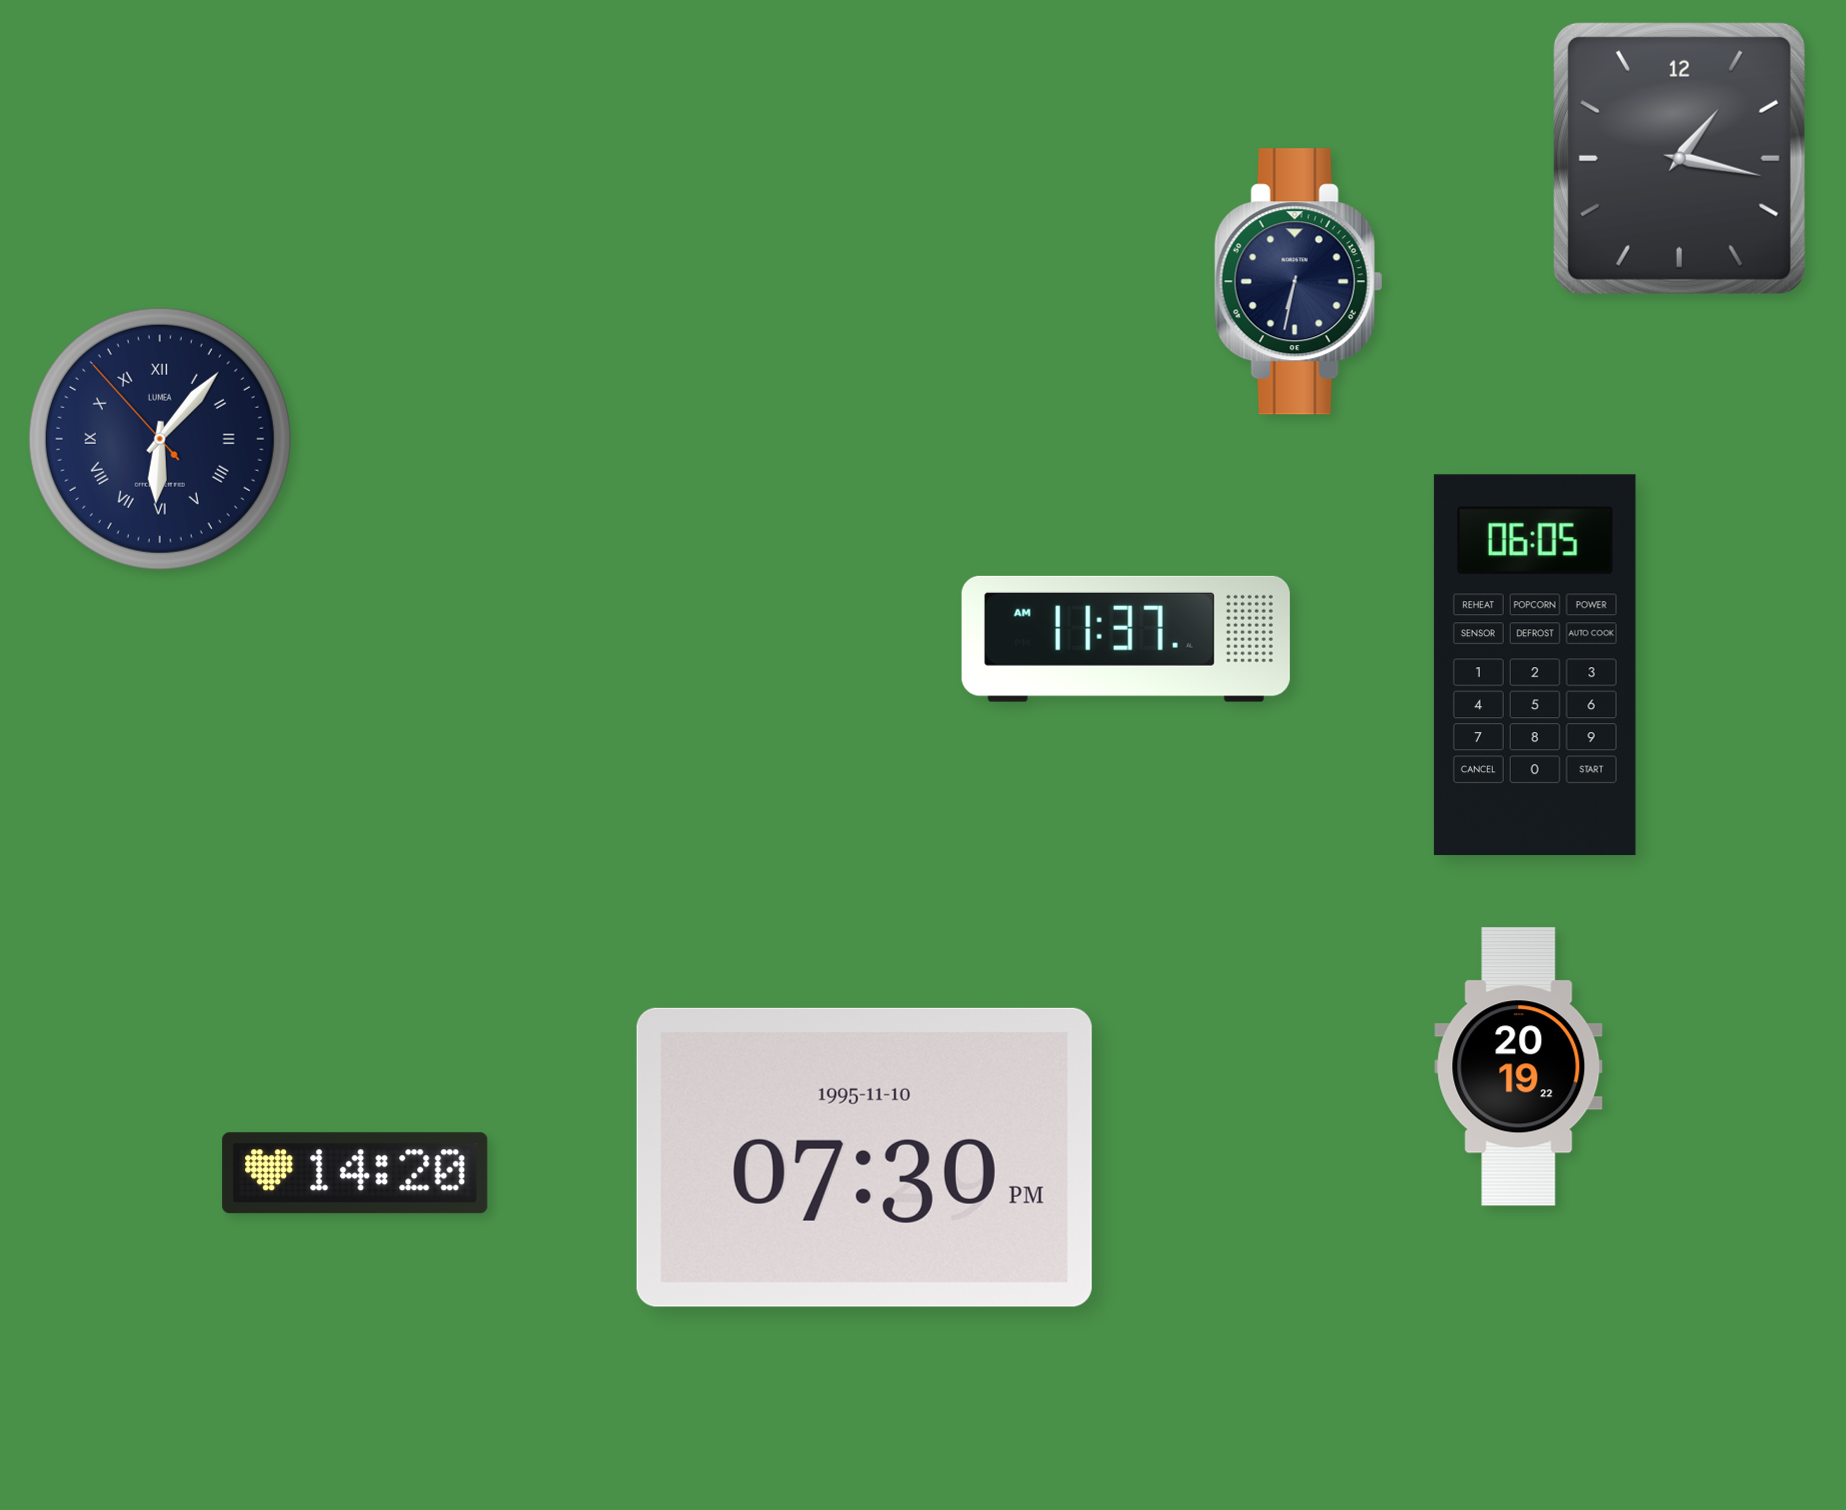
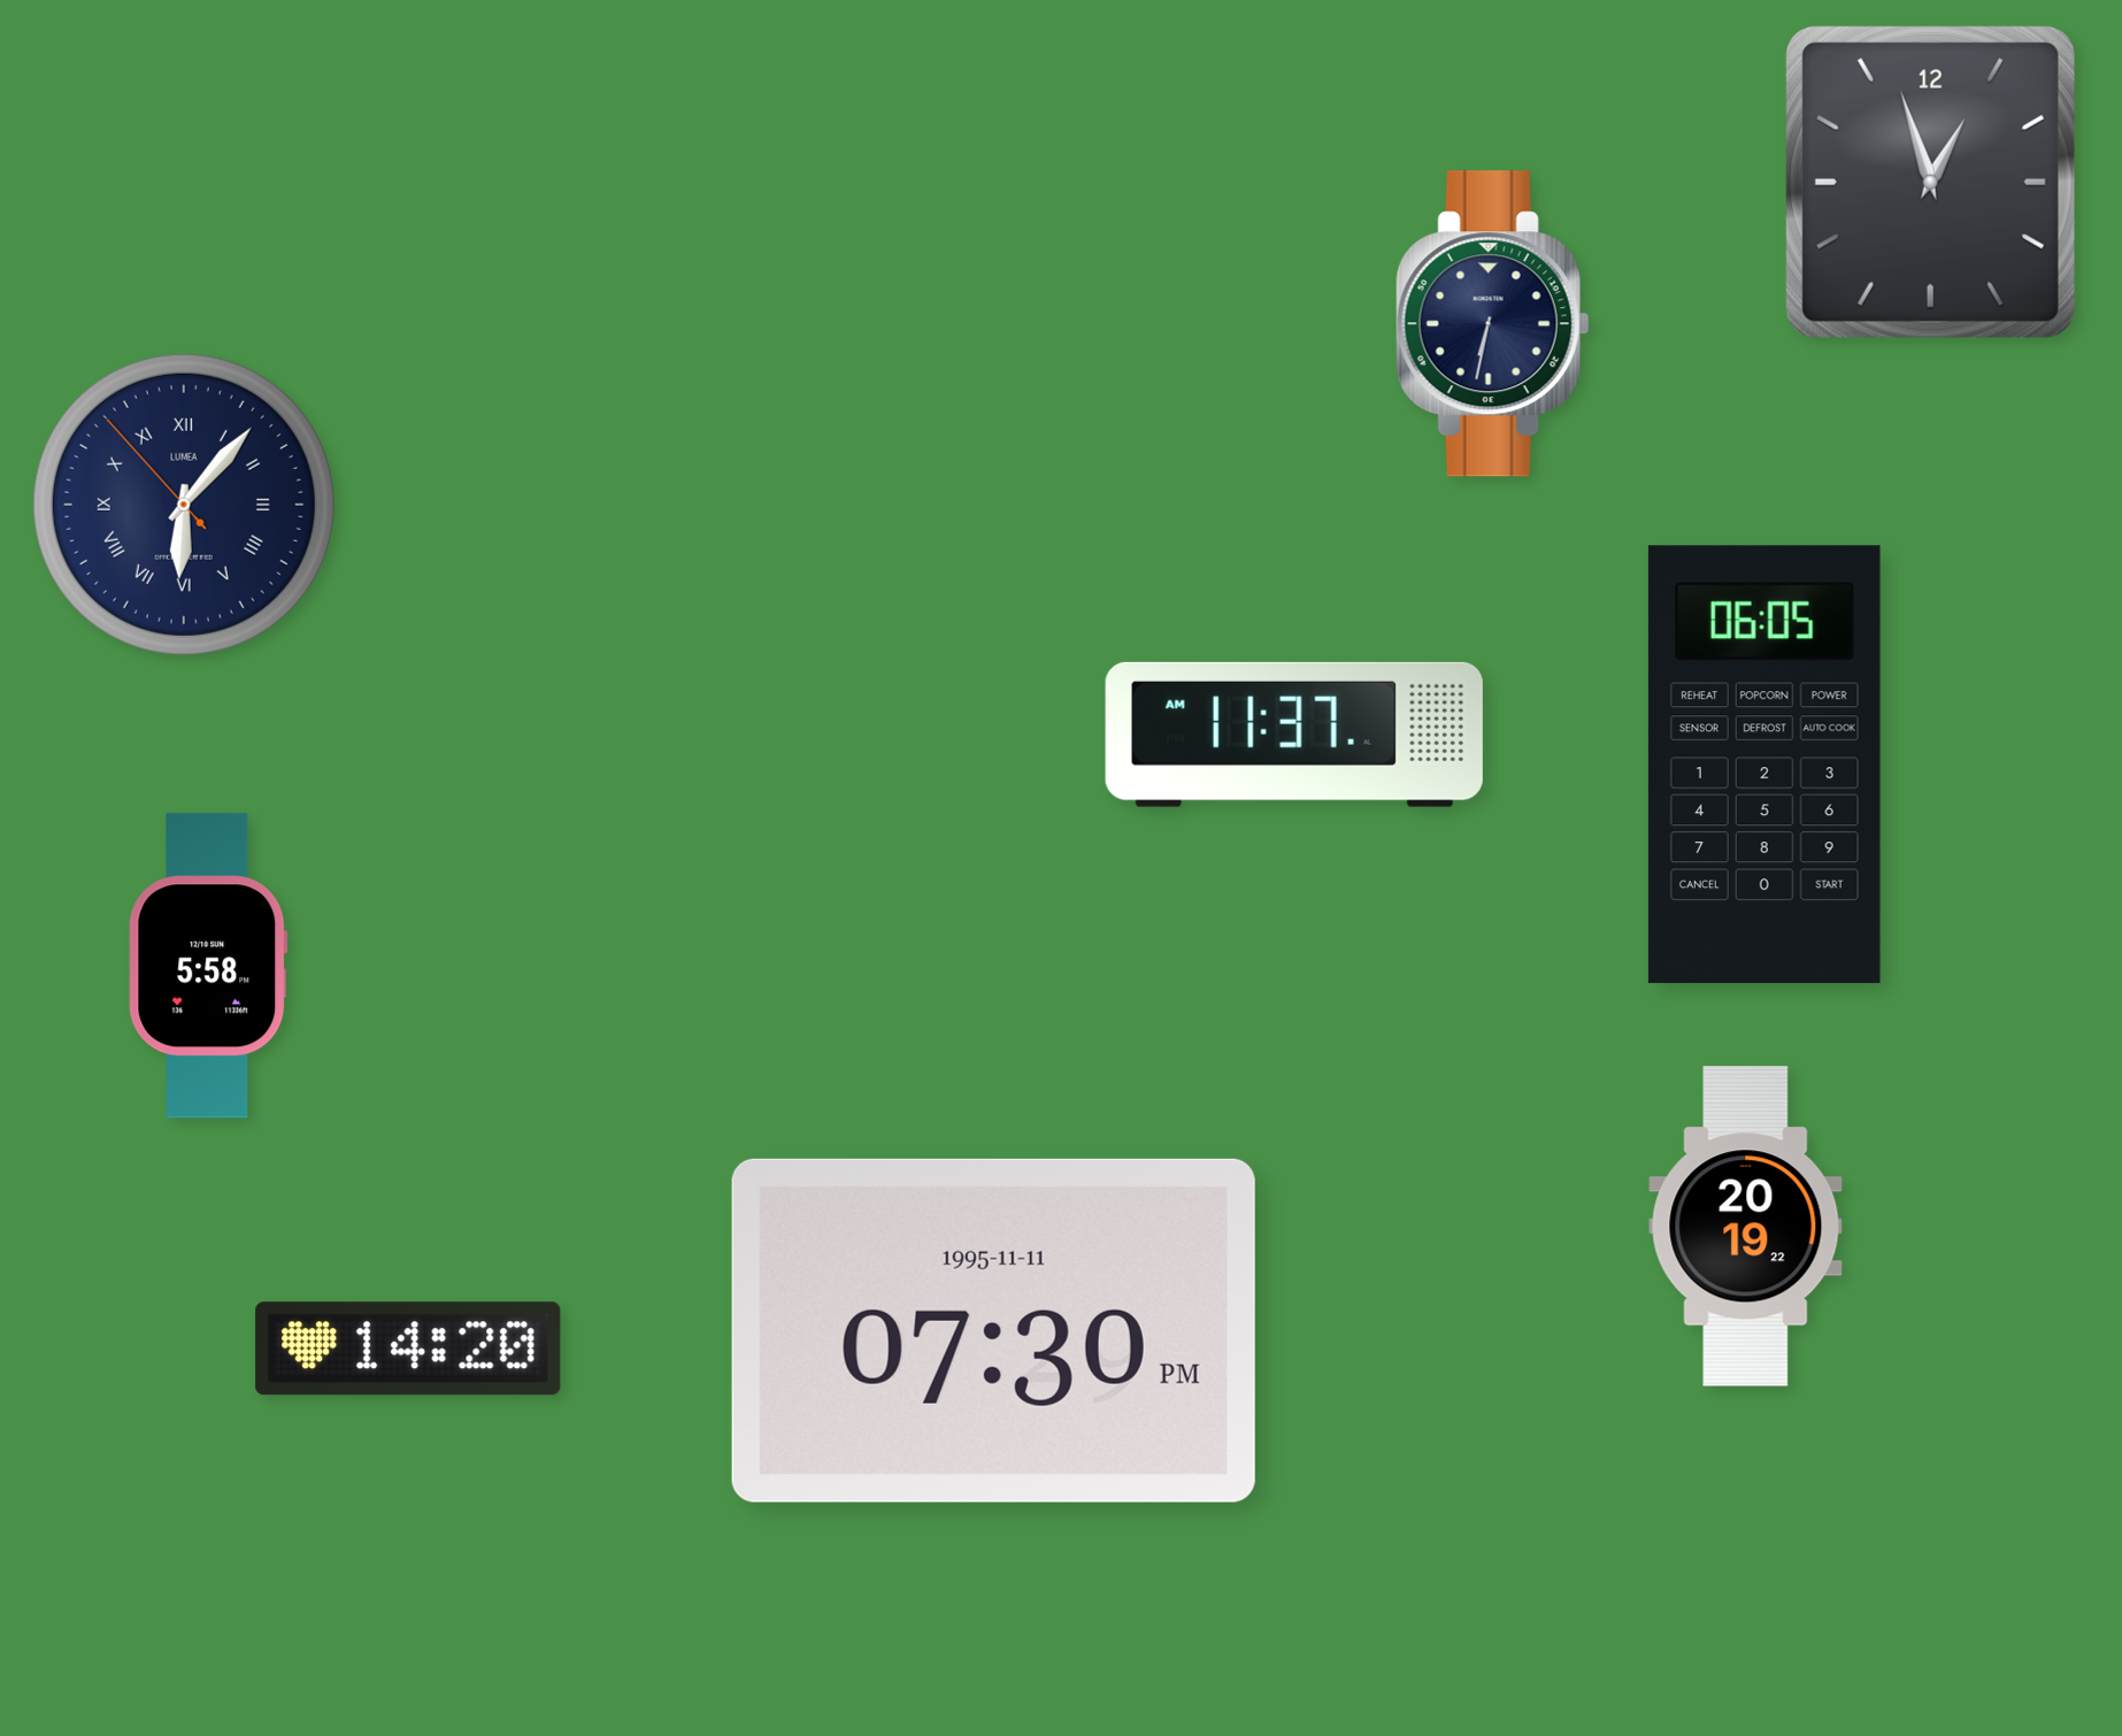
clock at (1679, 158): 1:17 -> 12:57
clock at (208, 966): none -> 5:58
clock at (864, 1157) date: 1995-11-10 -> 1995-11-11
